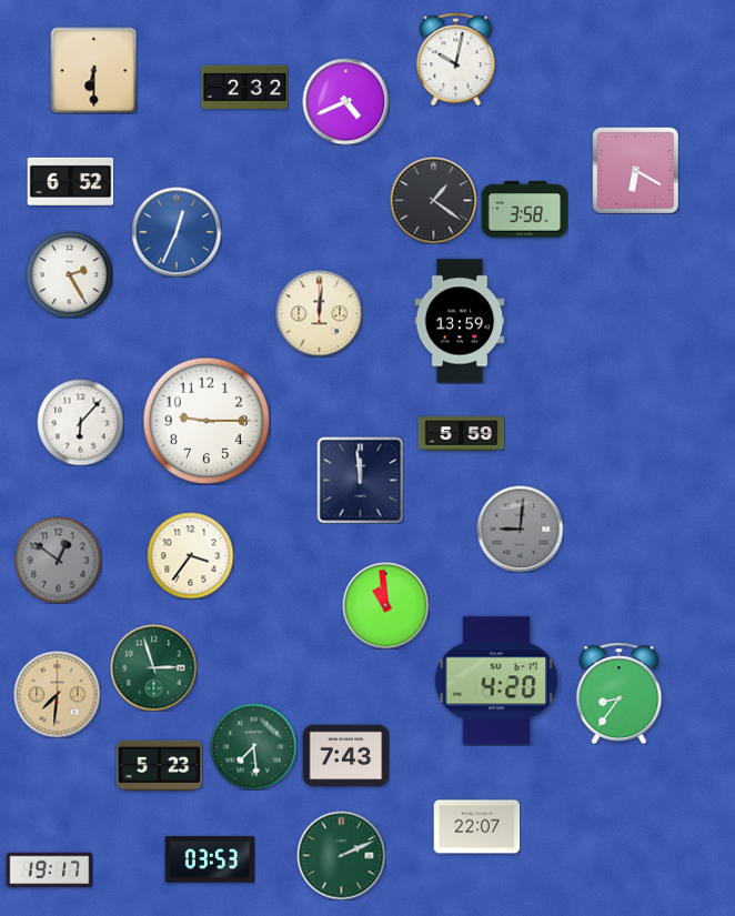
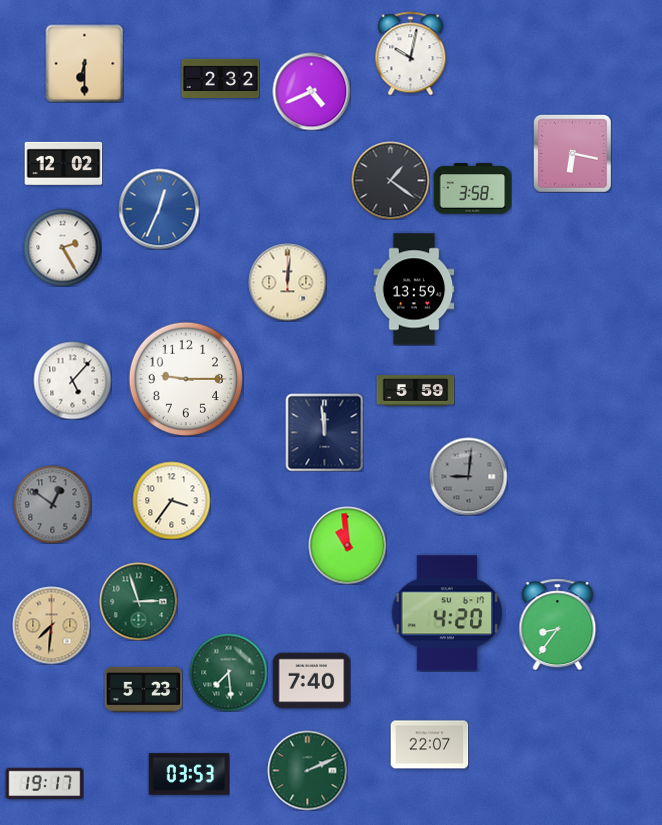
clock at (636, 171): 6:20 -> 6:17
clock at (70, 181): 6:52 -> 12:02
clock at (80, 422): 6:07 -> 5:07
clock at (345, 756): 7:43 -> 7:40
